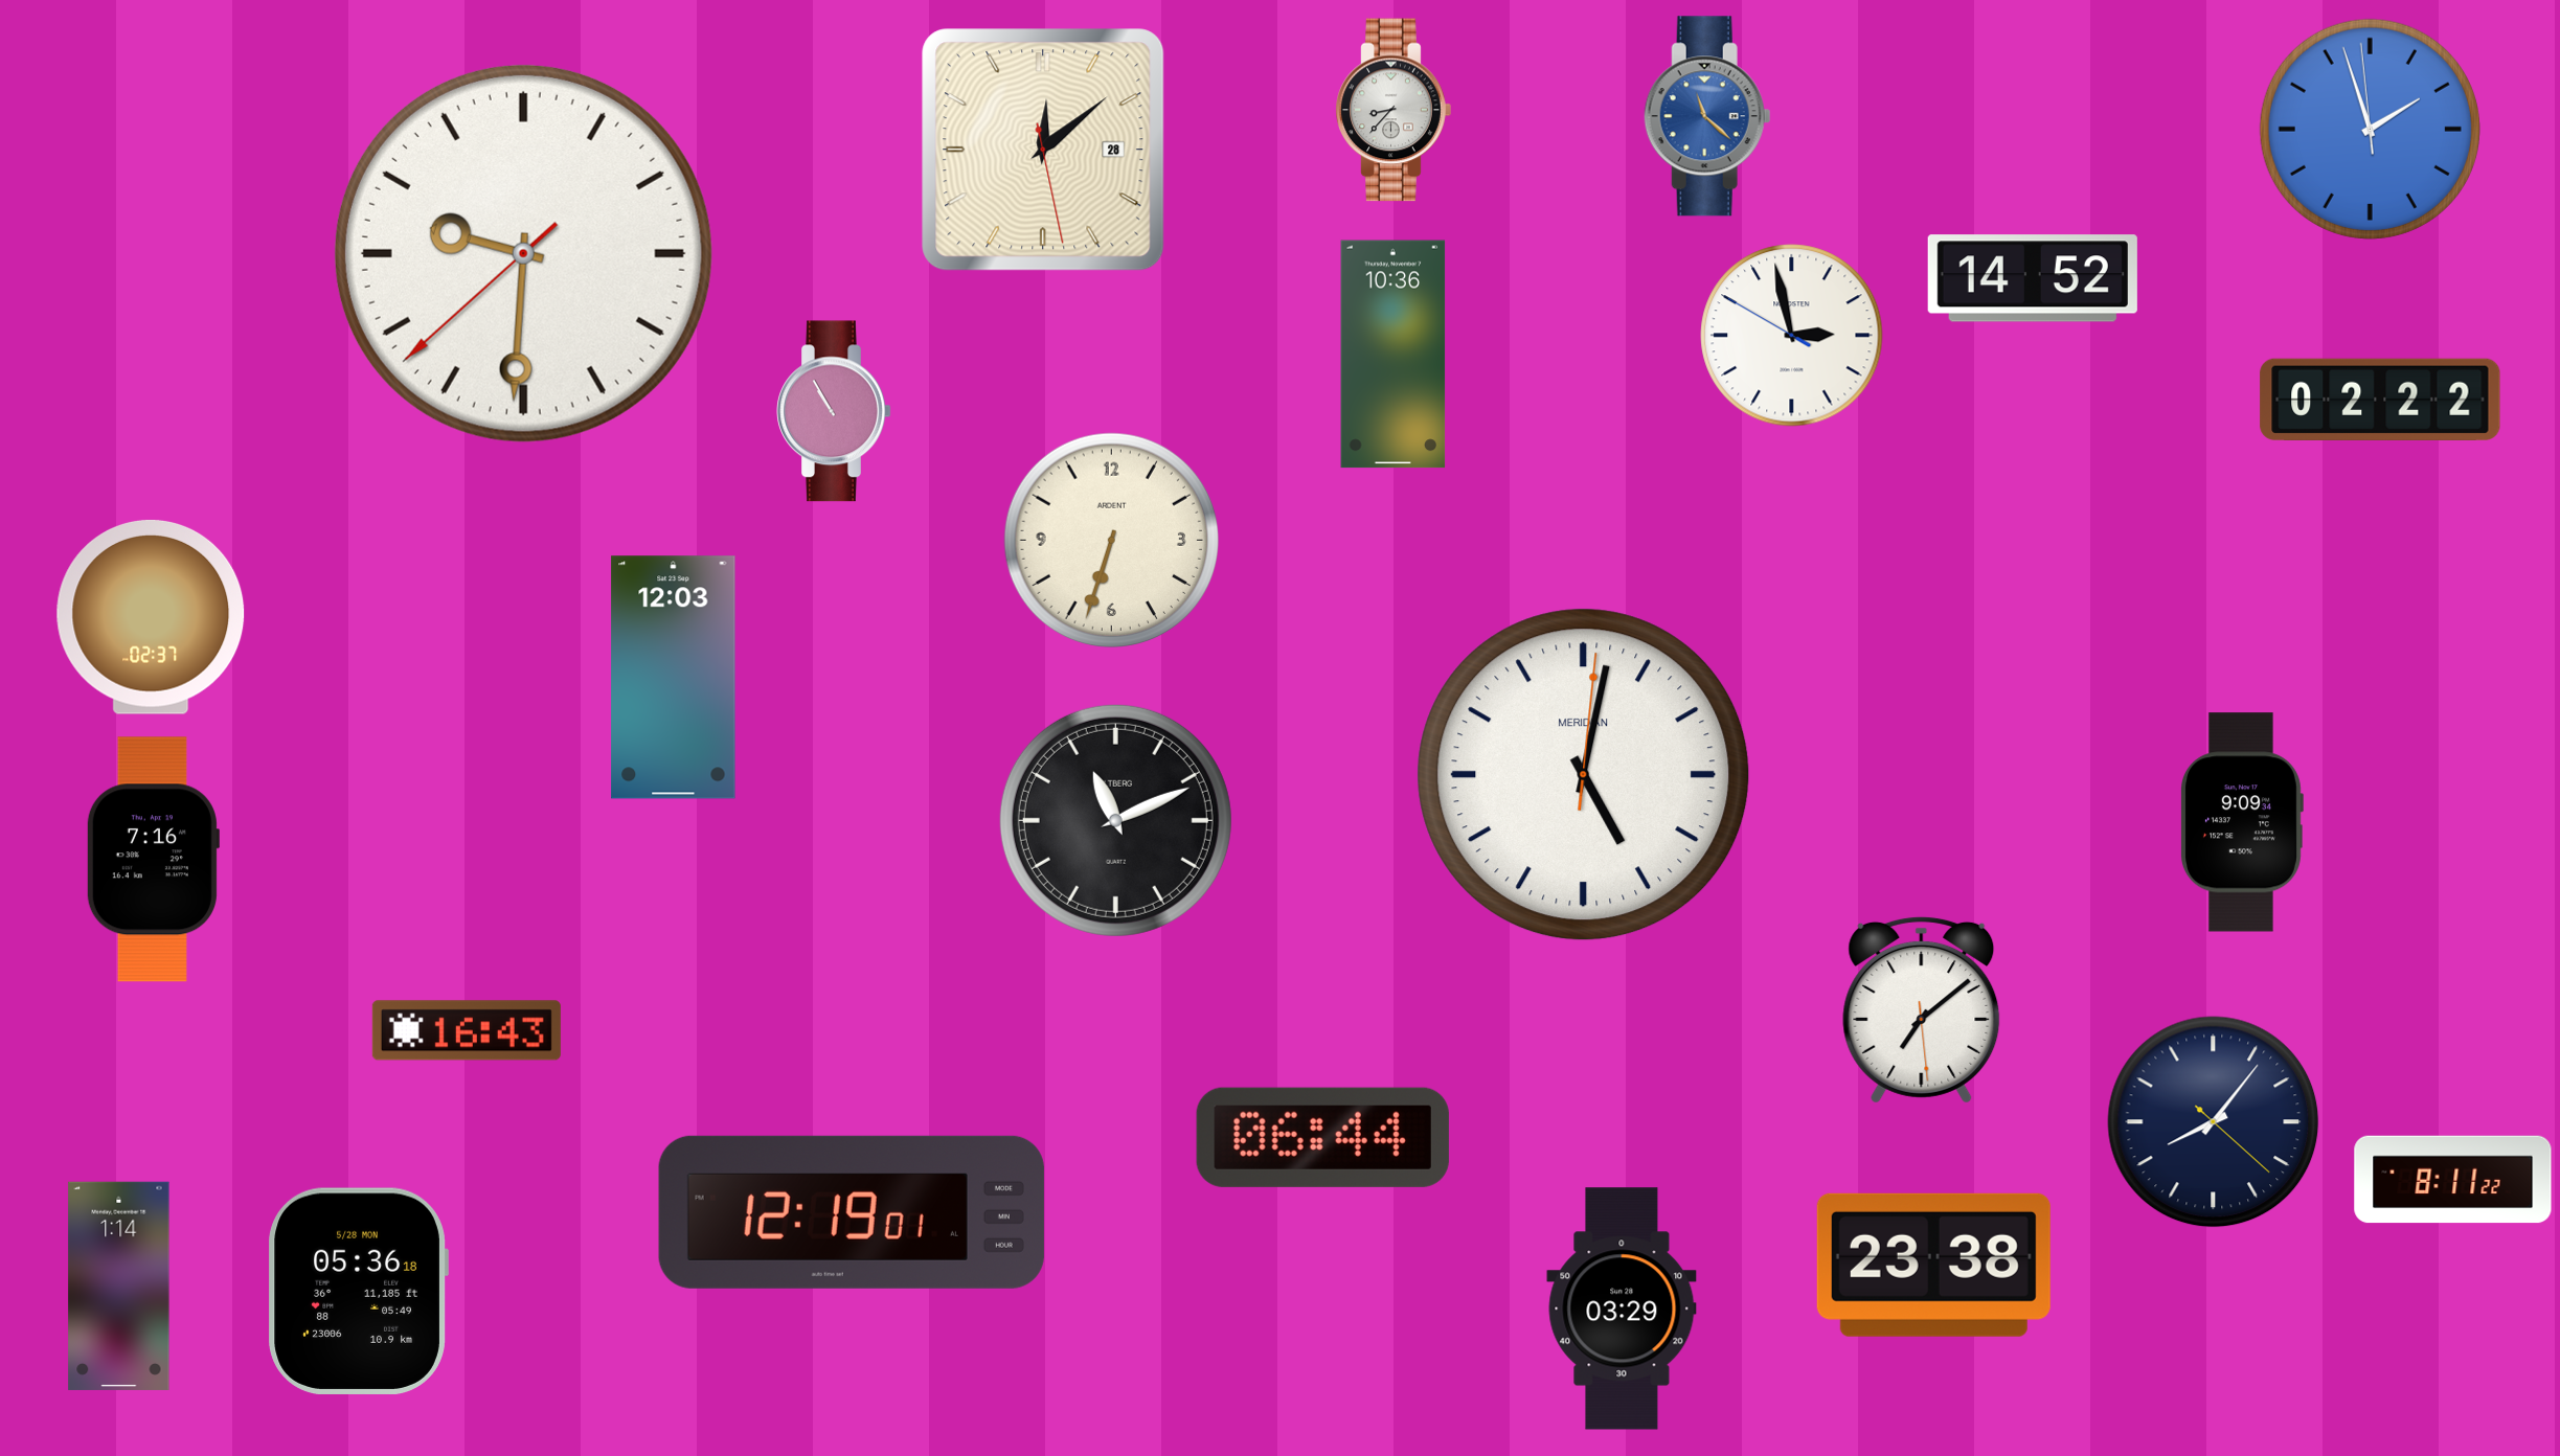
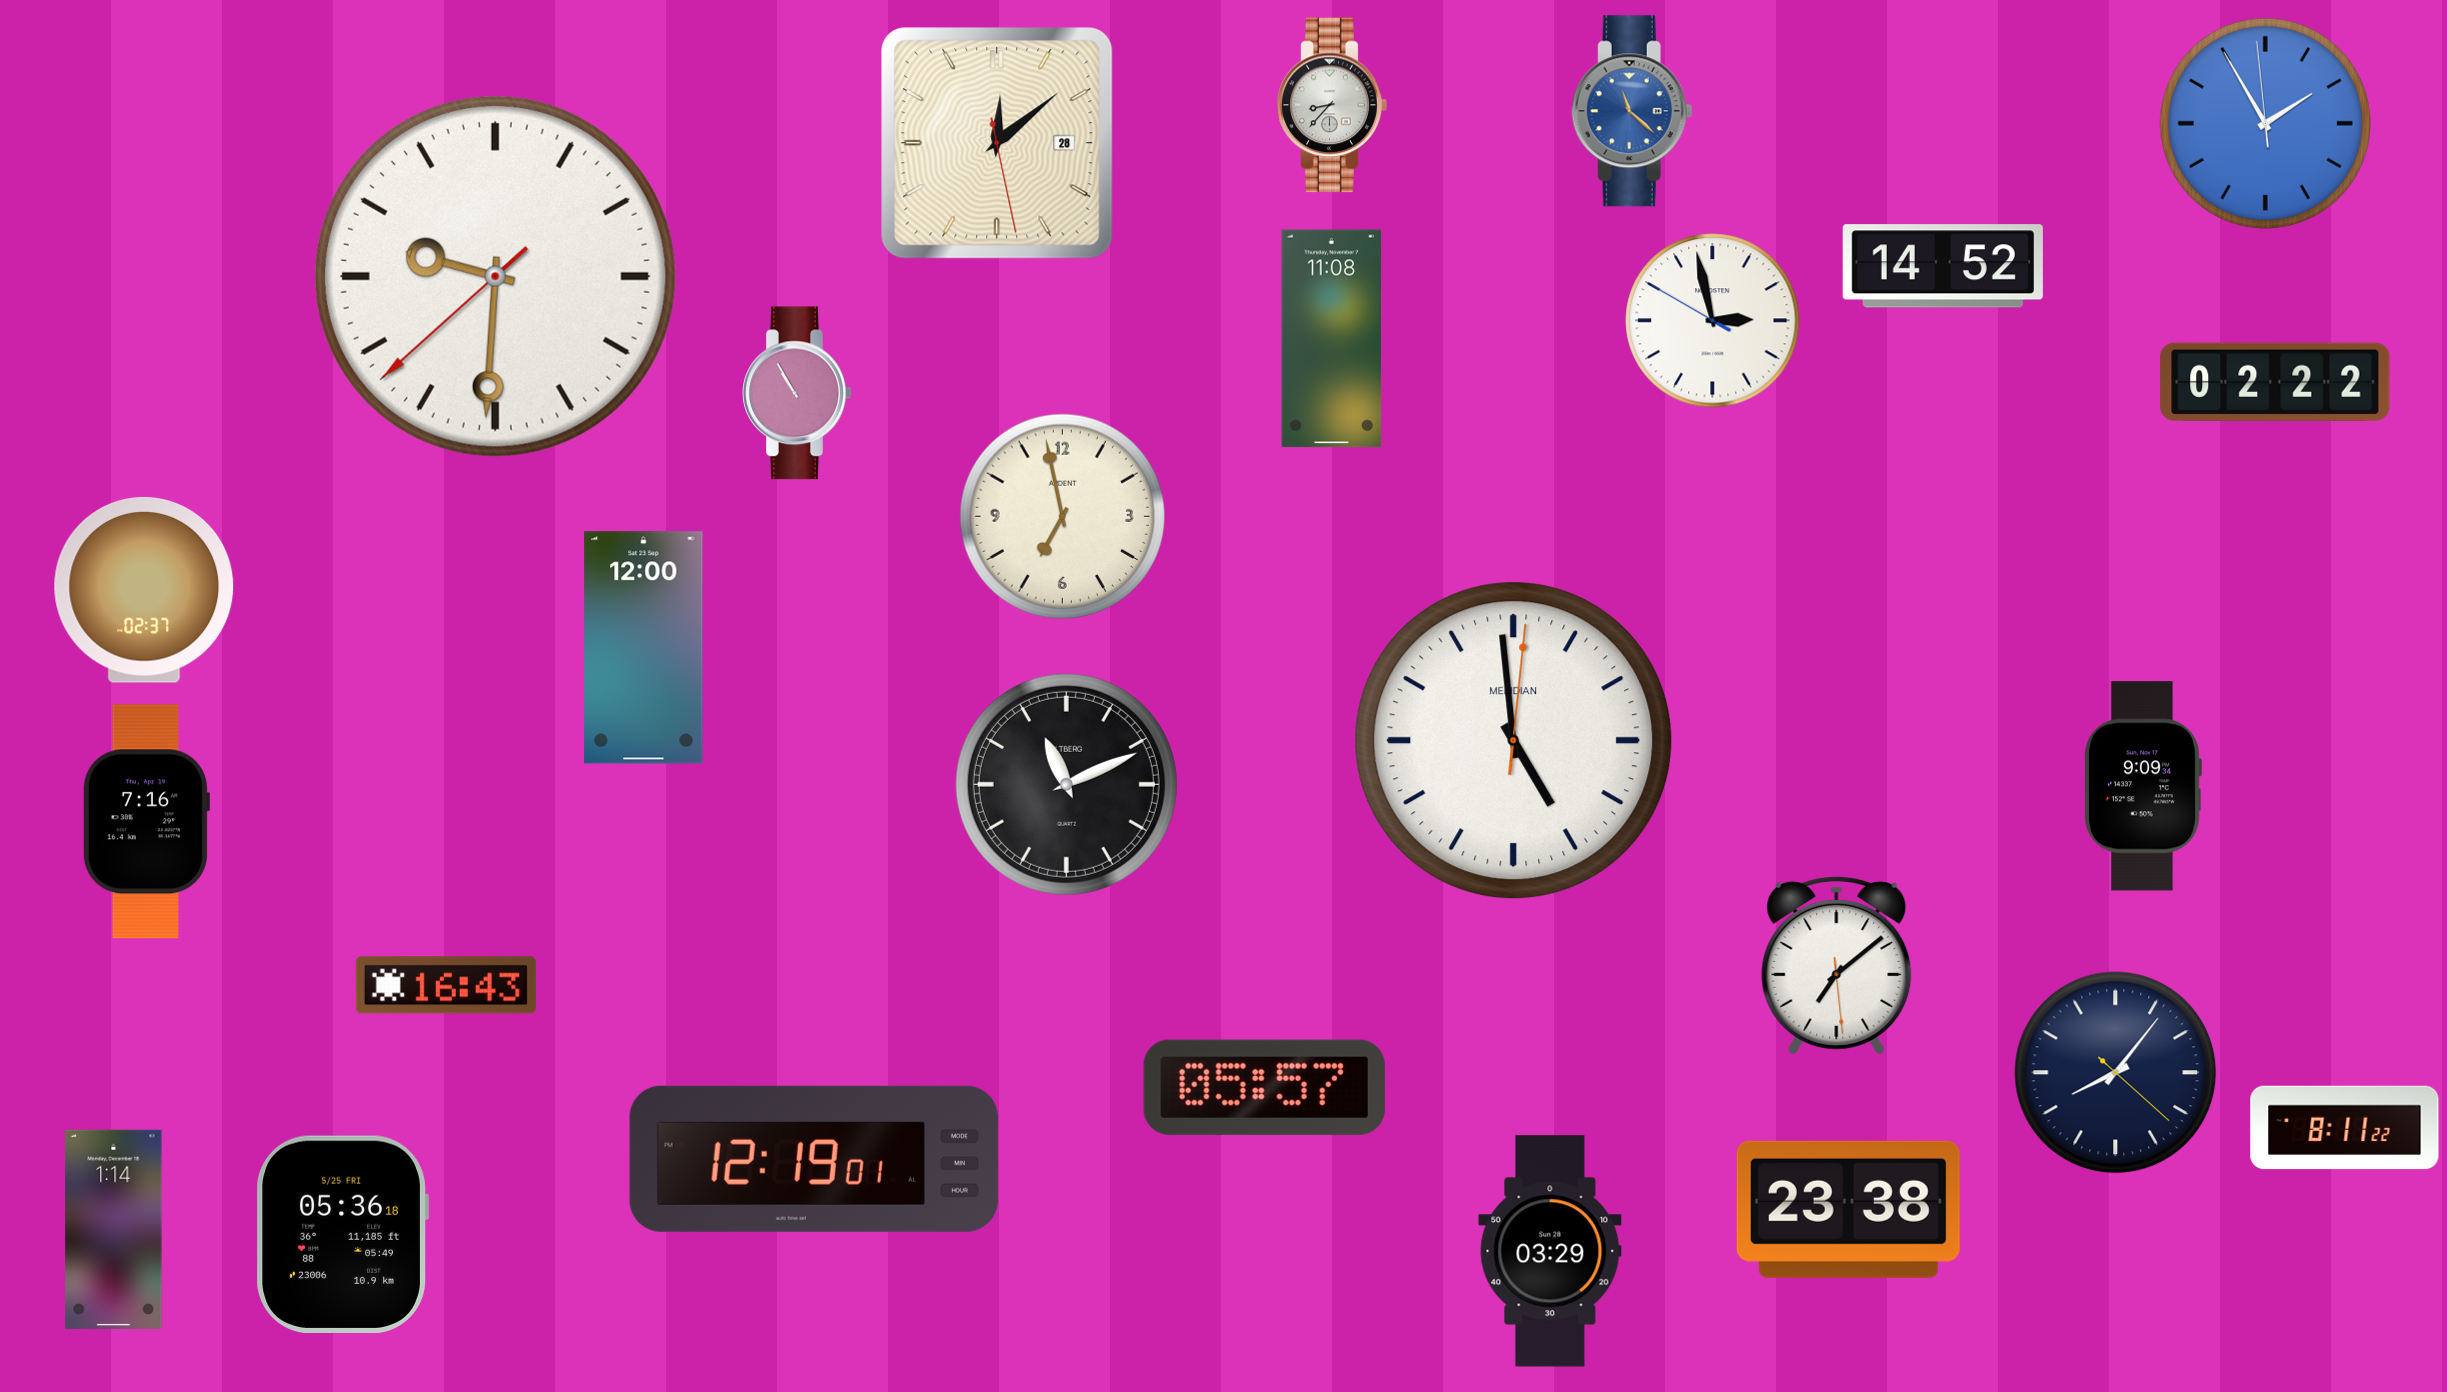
clock at (2370, 129): 1:56 -> 1:54
clock at (523, 253) position: (523, 253) -> (495, 276)
clock at (1394, 355): 10:36 -> 11:08
clock at (1111, 540): 6:33 -> 6:58
clock at (674, 678): 12:03 -> 12:00
clock at (1584, 775): 5:02 -> 4:59
clock at (1322, 1137): 06:44 -> 05:57
clock at (358, 1291) date: 5/28 MON -> 5/25 FRI
